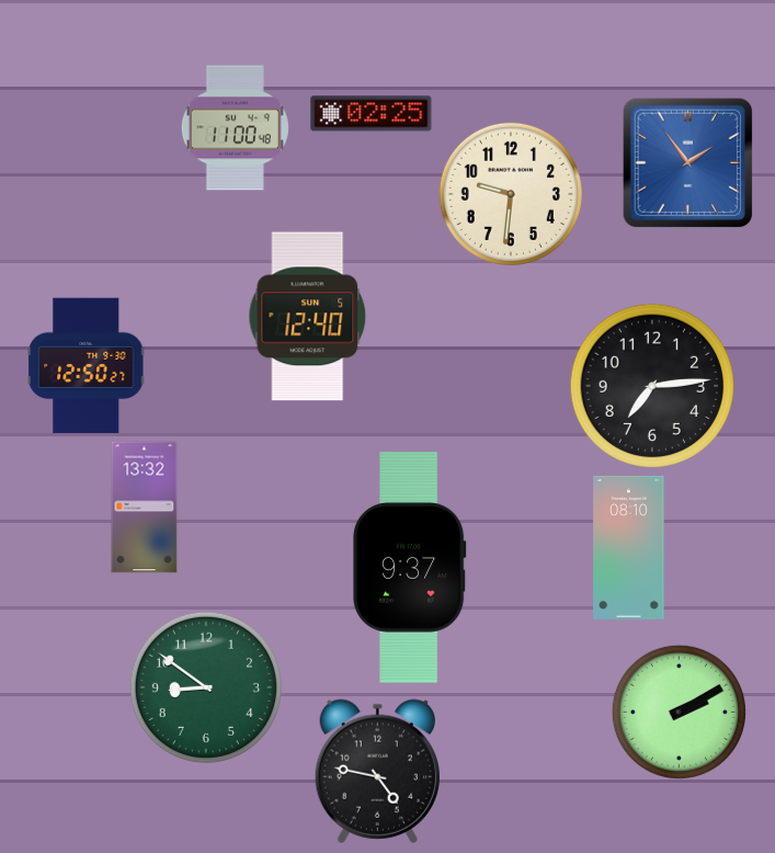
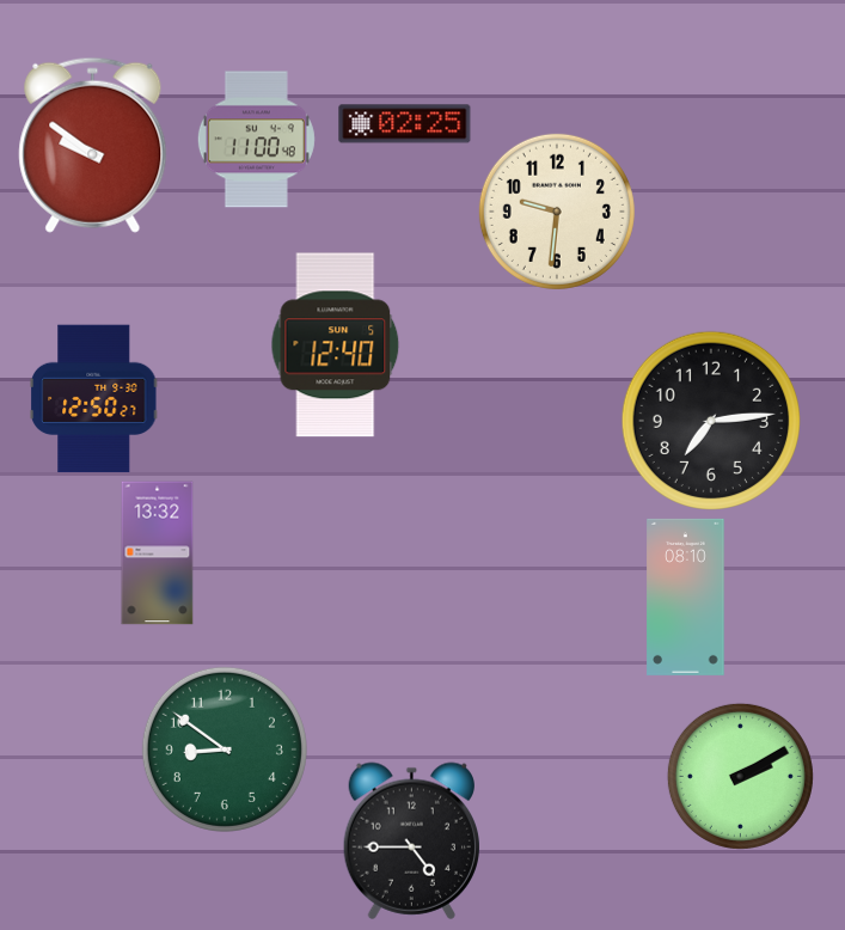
clock at (93, 145): none -> 9:51
clock at (687, 162): 1:54 -> none
clock at (409, 568): 9:37 -> none
clock at (377, 771): 4:47 -> 4:45
